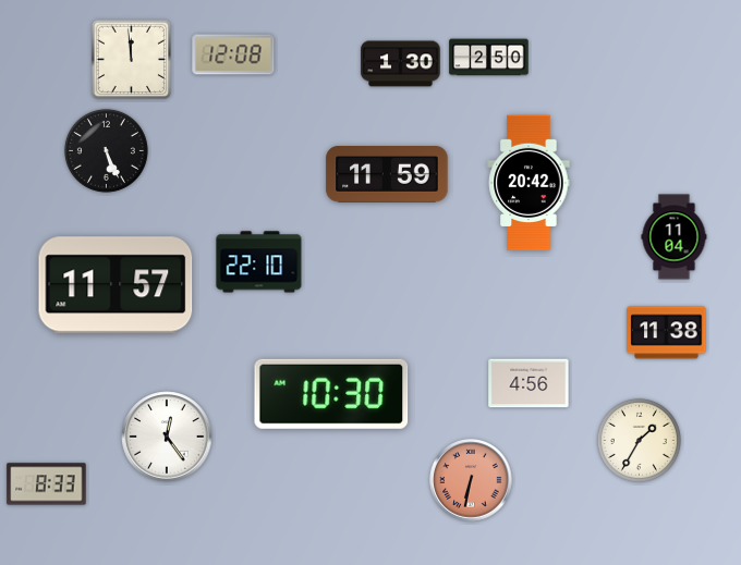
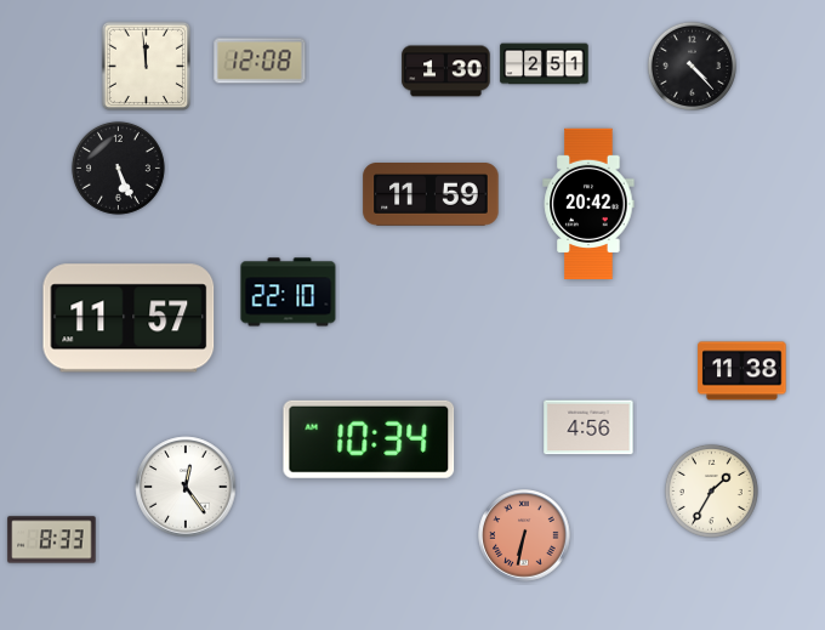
clock at (489, 58): 2:50 -> 2:51
clock at (692, 66): none -> 4:23
clock at (675, 237): 11:04 -> none
clock at (331, 394): 10:30 -> 10:34
